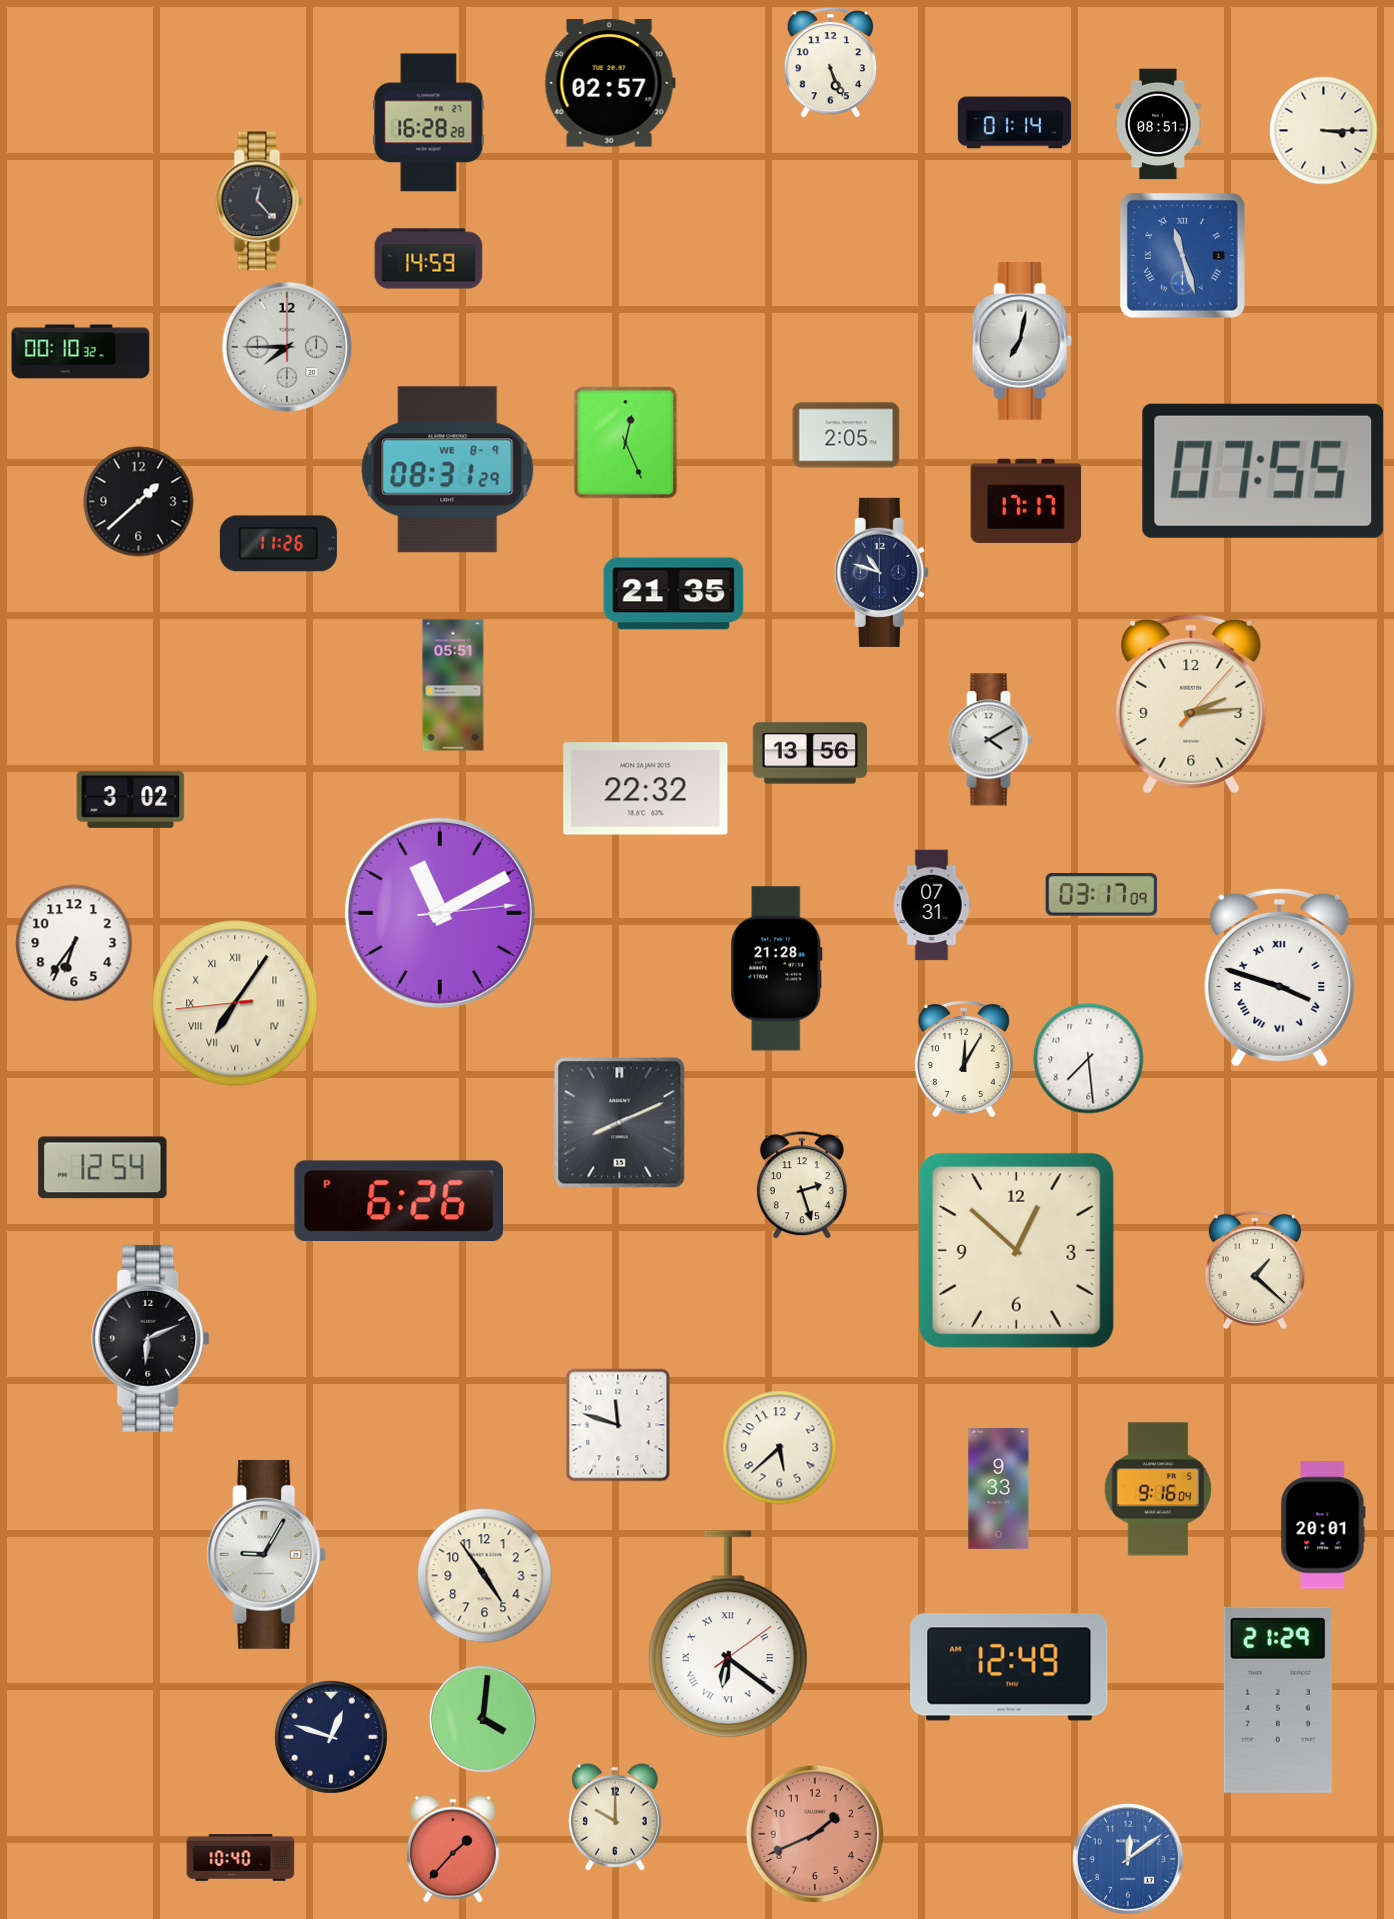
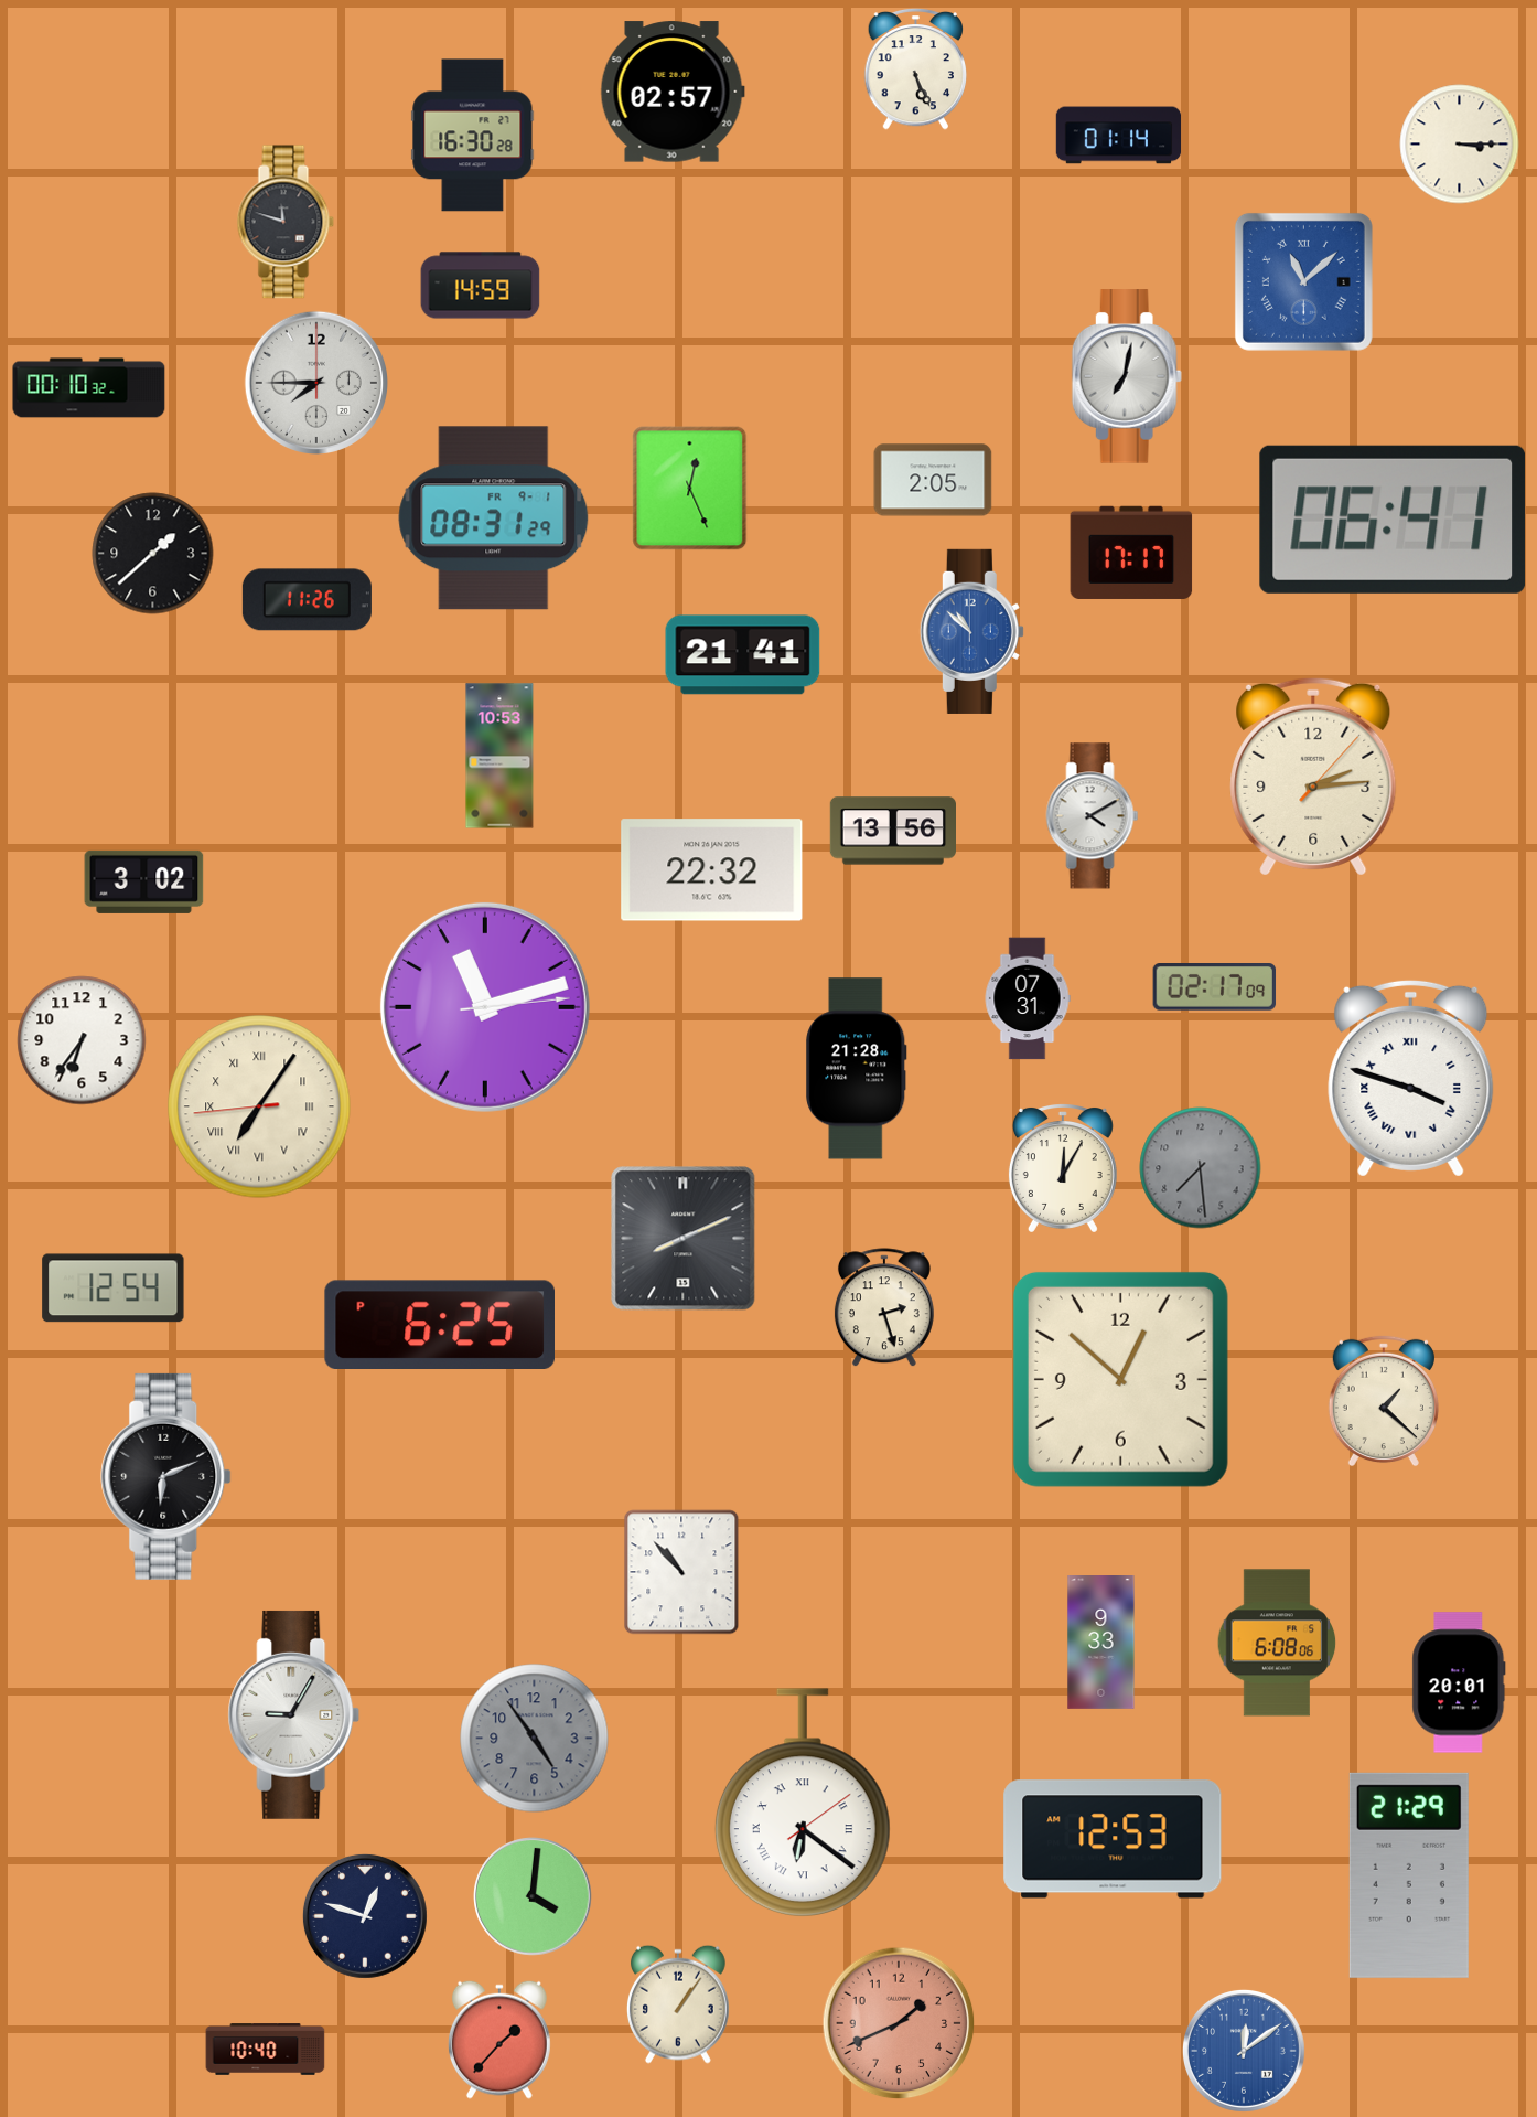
clock at (429, 123): 16:28 -> 16:30
clock at (1158, 124): 08:51 -> none
clock at (259, 201): 12:23 -> 11:48
clock at (1182, 255): 11:27 -> 11:08
clock at (429, 259) position: (429, 259) -> (481, 286)
clock at (448, 470) date: WE 8-9 -> FR 9-1
clock at (1263, 471): 07:55 -> 06:41
clock at (881, 572): 10:48 -> 10:52
clock at (881, 572) dial: navy -> blue
clock at (674, 594): 21:35 -> 21:41
clock at (453, 685): 05:51 -> 10:53
clock at (1102, 895): 03:17 -> 02:17
clock at (440, 913): 11:10 -> 11:12
clock at (1089, 1059) dial: white -> grey
clock at (398, 1200): 6:26 -> 6:25
clock at (618, 1425): 11:48 -> 10:53
clock at (780, 1448): 5:38 -> none
clock at (1158, 1489): 9:16 -> 6:08
clock at (485, 1576) dial: cream -> grey
clock at (1009, 1667): 12:49 -> 12:53
clock at (615, 1817): 10:00 -> 1:06
